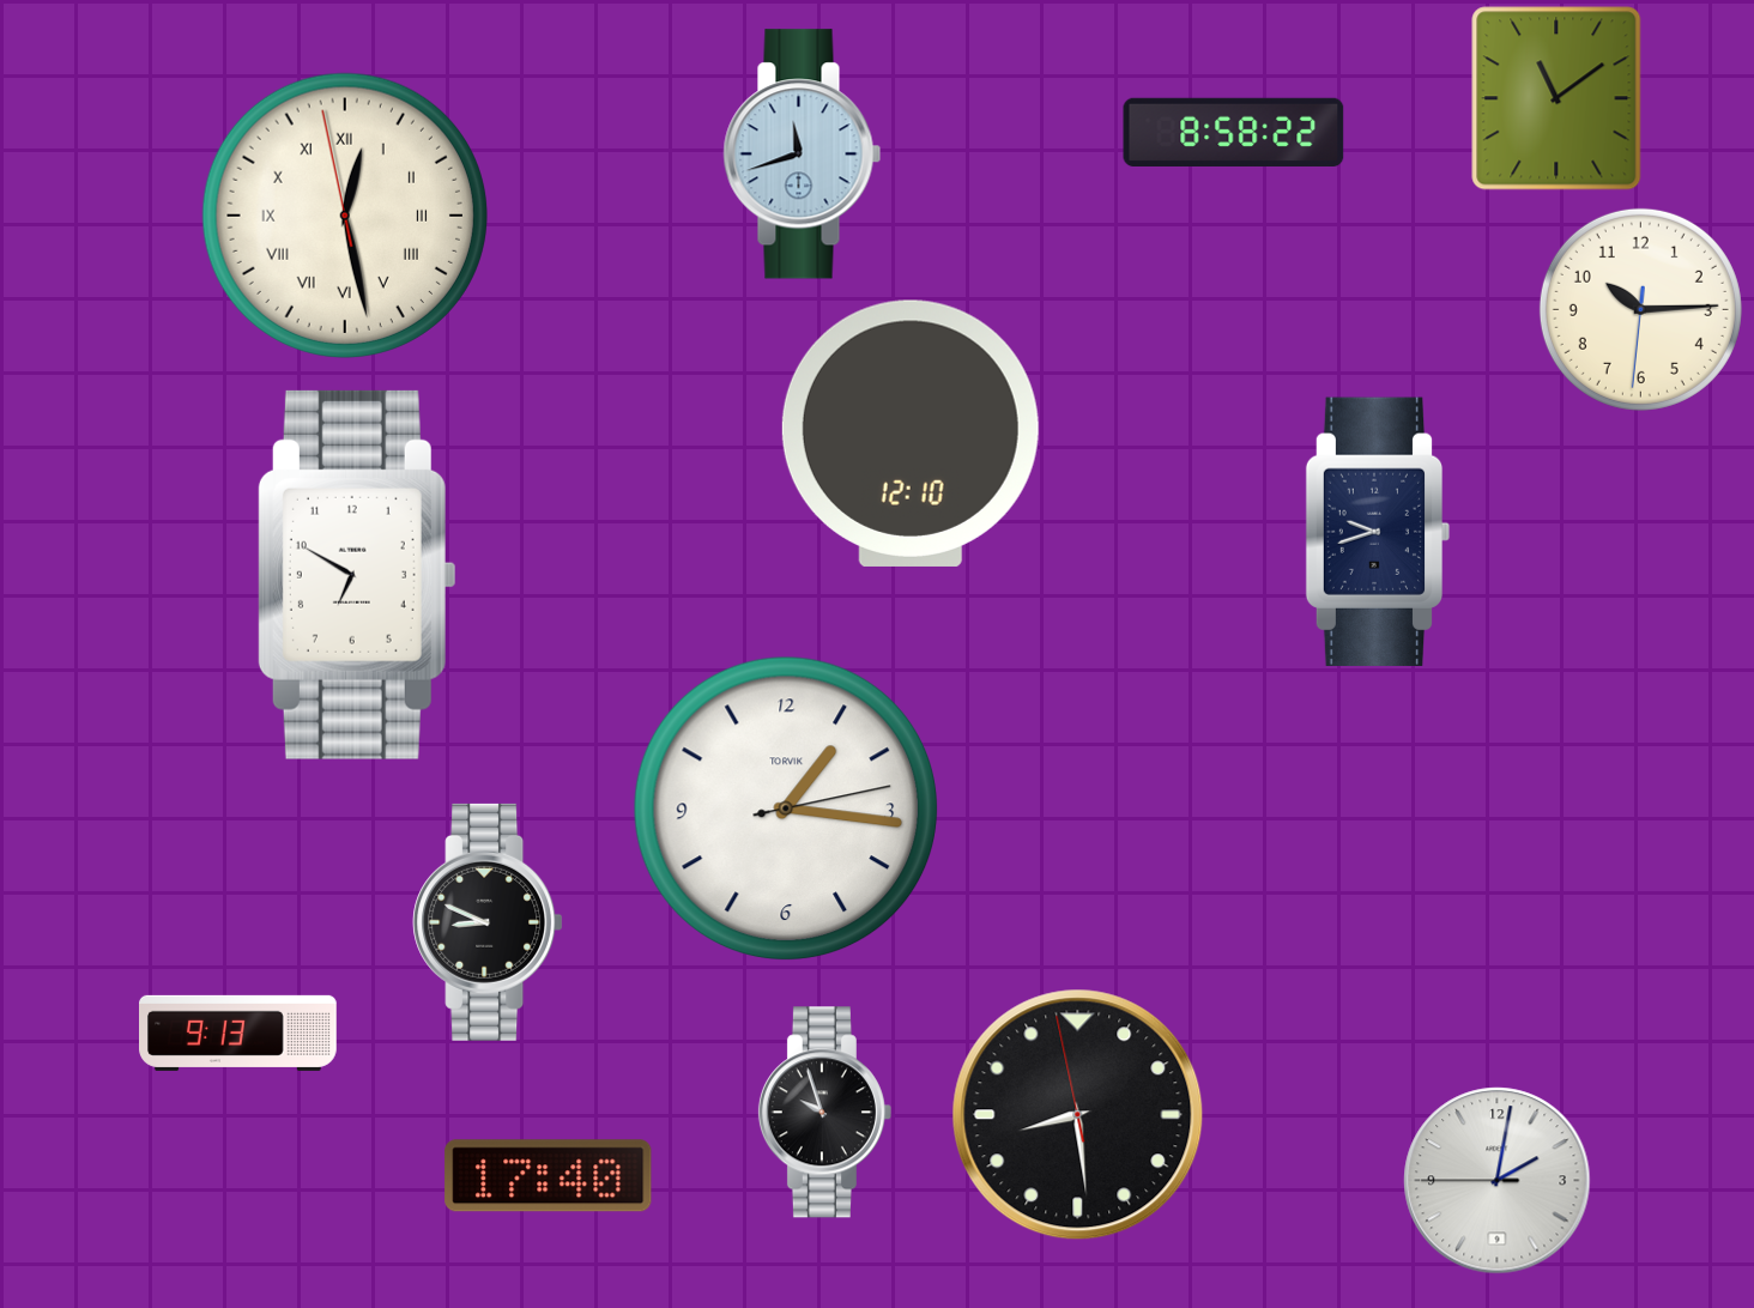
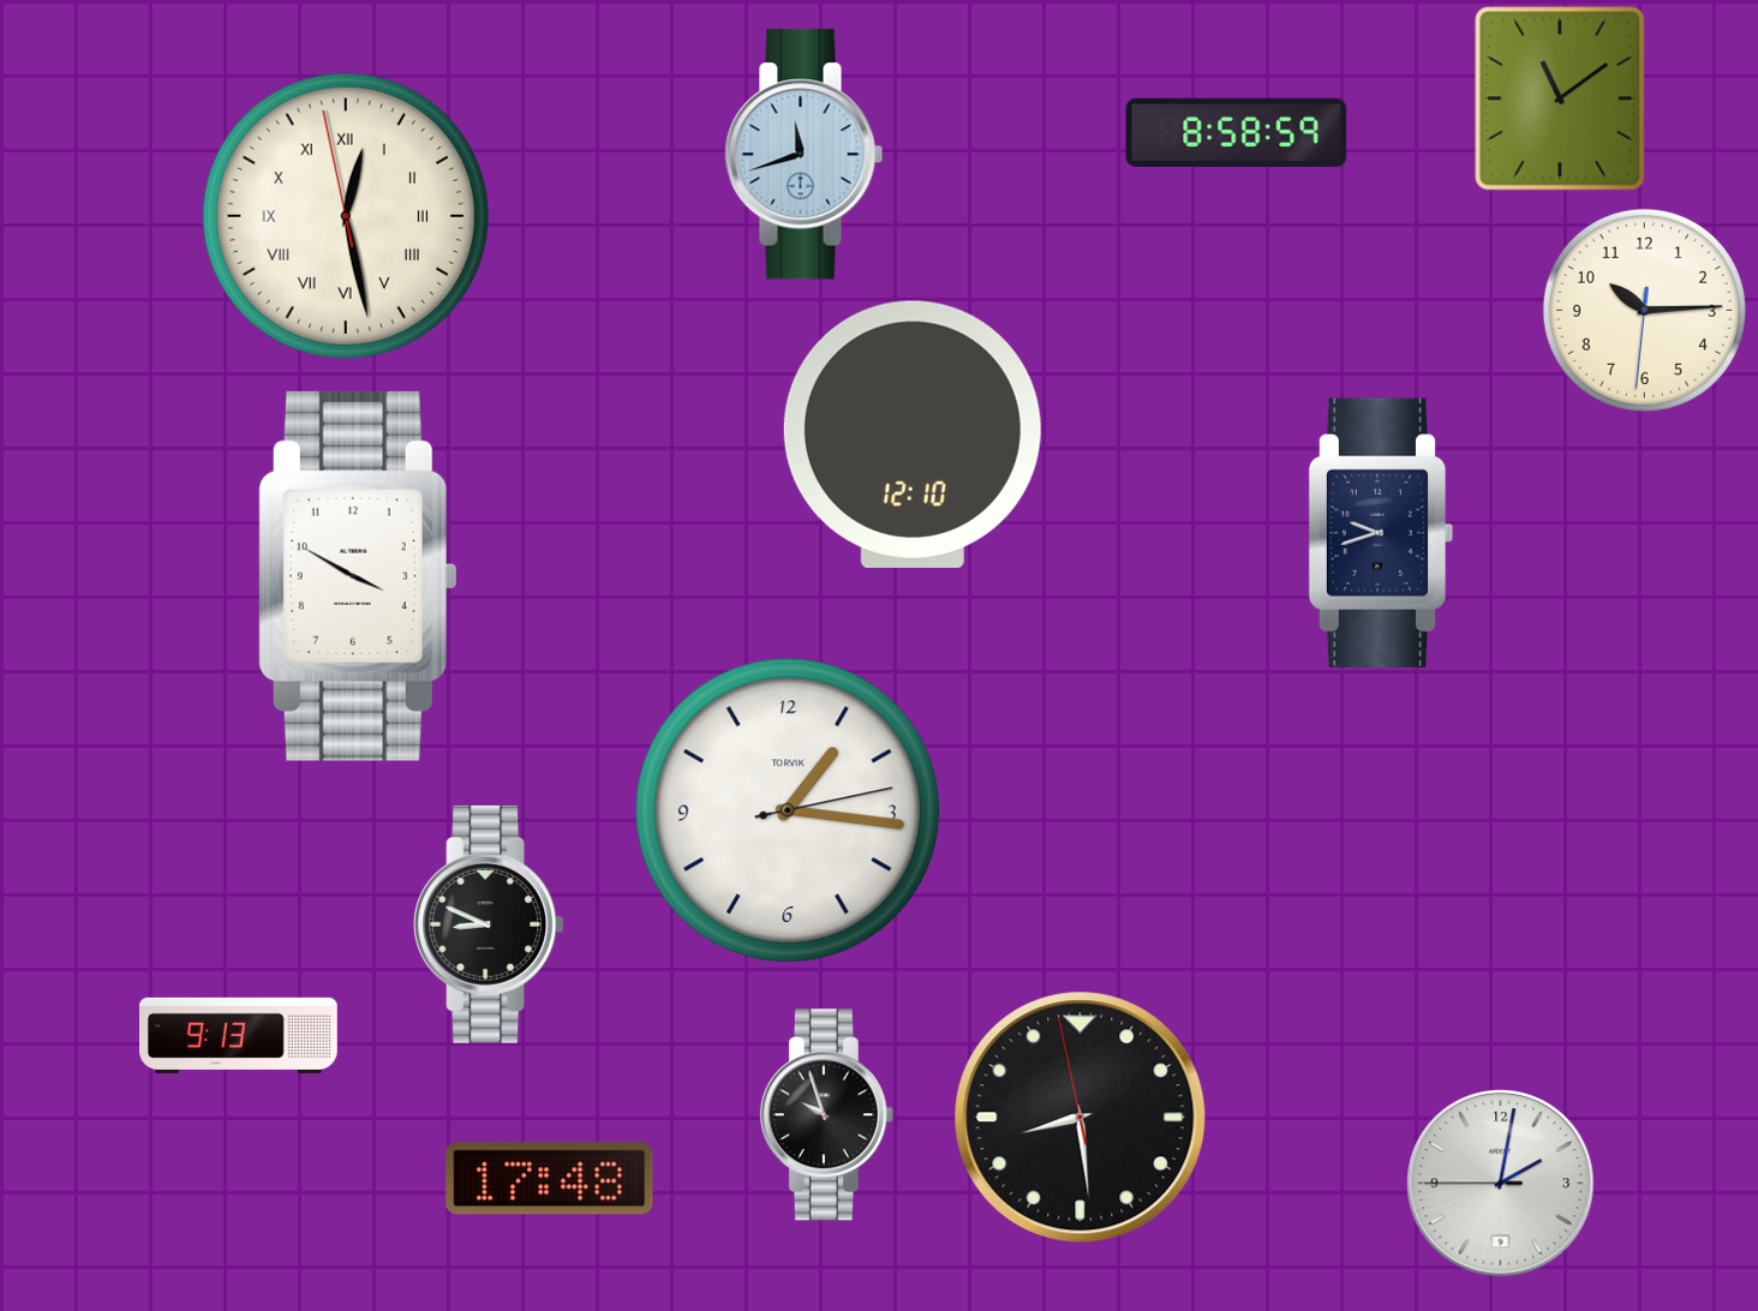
clock at (1234, 132): 8:58:22 -> 8:58:59
clock at (357, 575): 6:50 -> 3:50
clock at (549, 1176): 17:40 -> 17:48
